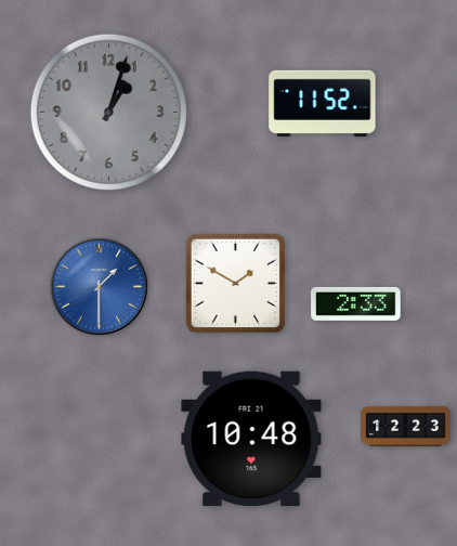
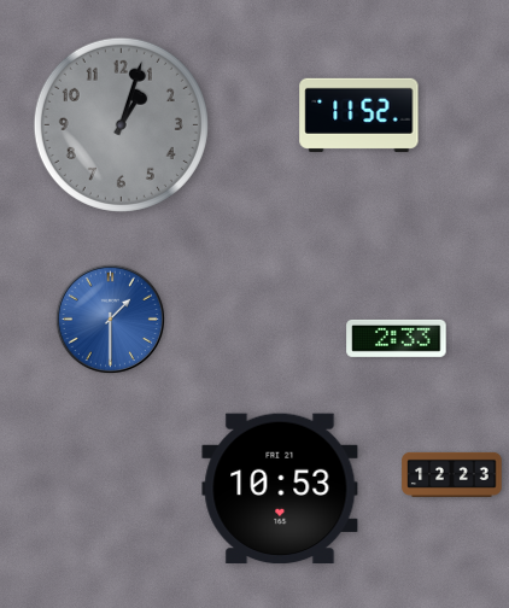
clock at (235, 283): 1:50 -> none
clock at (251, 439): 10:48 -> 10:53
